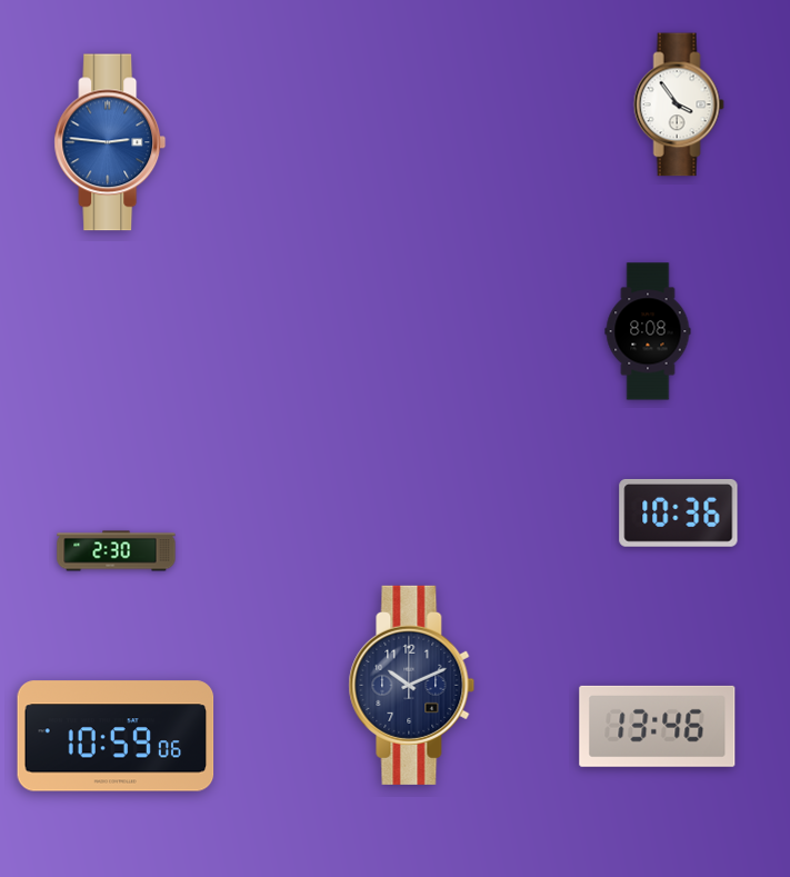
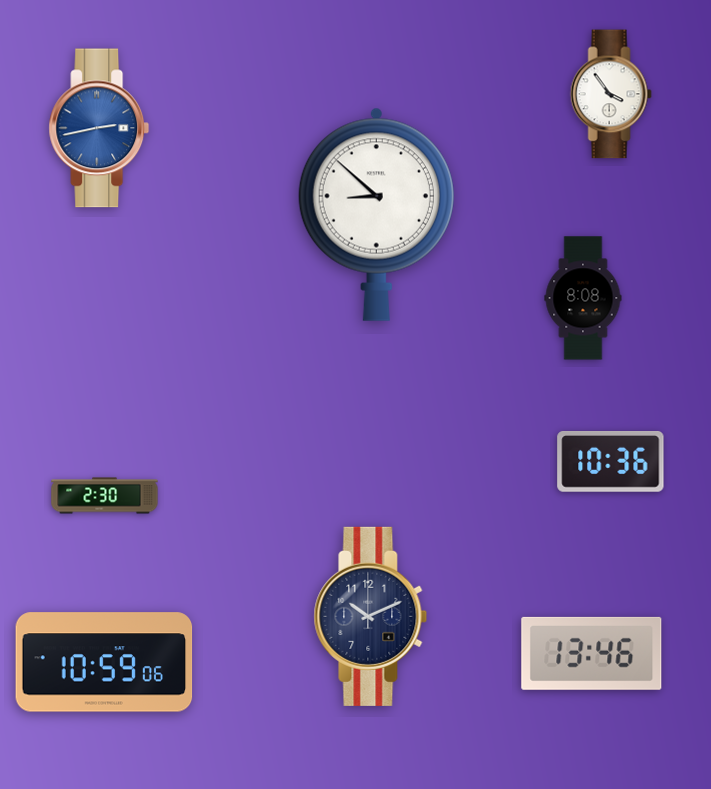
clock at (110, 142): 2:46 -> 2:43
clock at (376, 214): none -> 8:52
